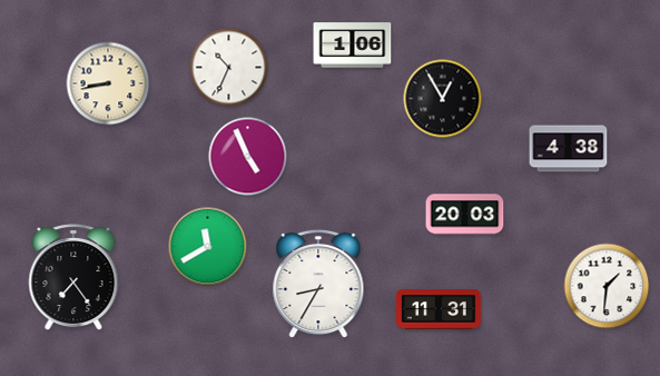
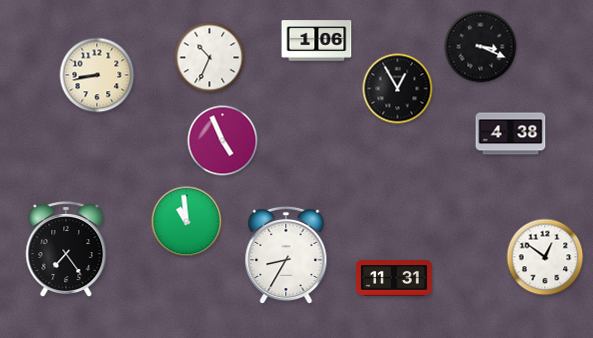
clock at (481, 47): none -> 3:19
clock at (229, 68) position: (229, 68) -> (210, 58)
clock at (465, 215): 20:03 -> none
clock at (208, 247): 11:40 -> 10:59
clock at (607, 286): 1:31 -> 12:51
